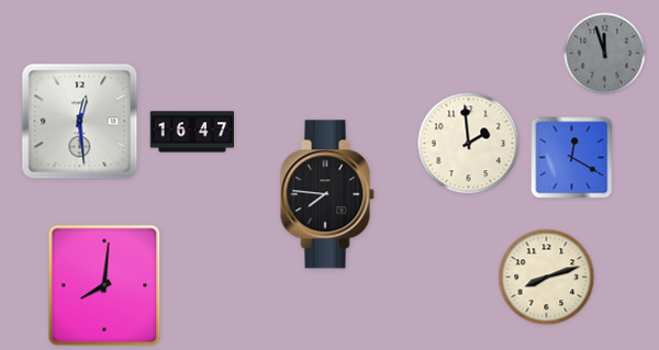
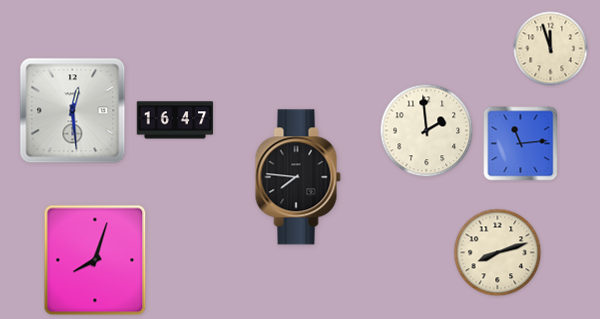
clock at (605, 54) dial: grey -> cream
clock at (572, 158): 12:20 -> 11:14
clock at (104, 285): 8:01 -> 8:03
